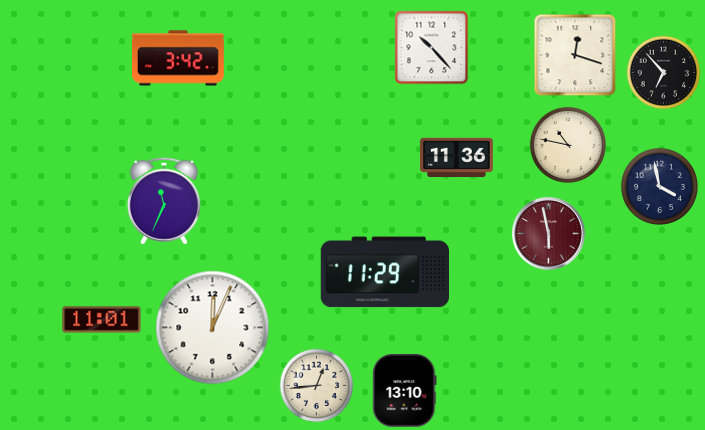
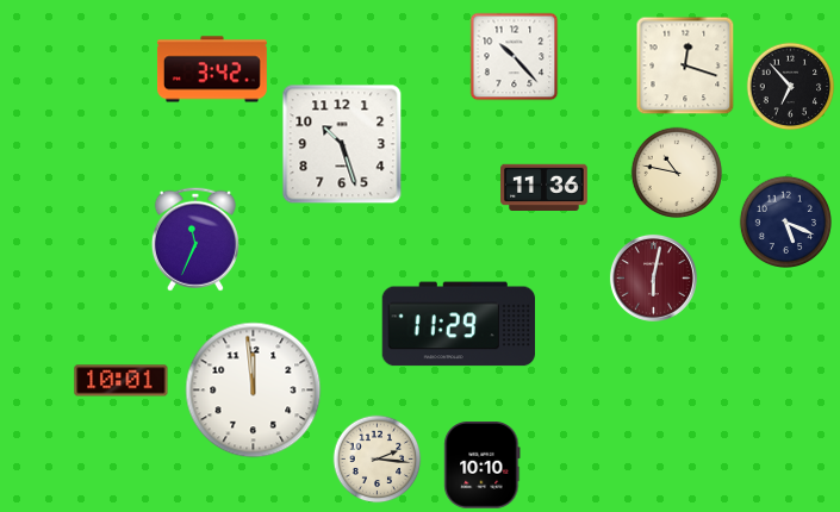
clock at (342, 144): none -> 10:27
clock at (659, 186): 3:58 -> 5:19
clock at (548, 233): 5:58 -> 6:02
clock at (102, 320): 11:01 -> 10:01
clock at (213, 328): 12:04 -> 11:59
clock at (317, 386): 12:44 -> 2:16
clock at (405, 391): 13:10 -> 10:10
